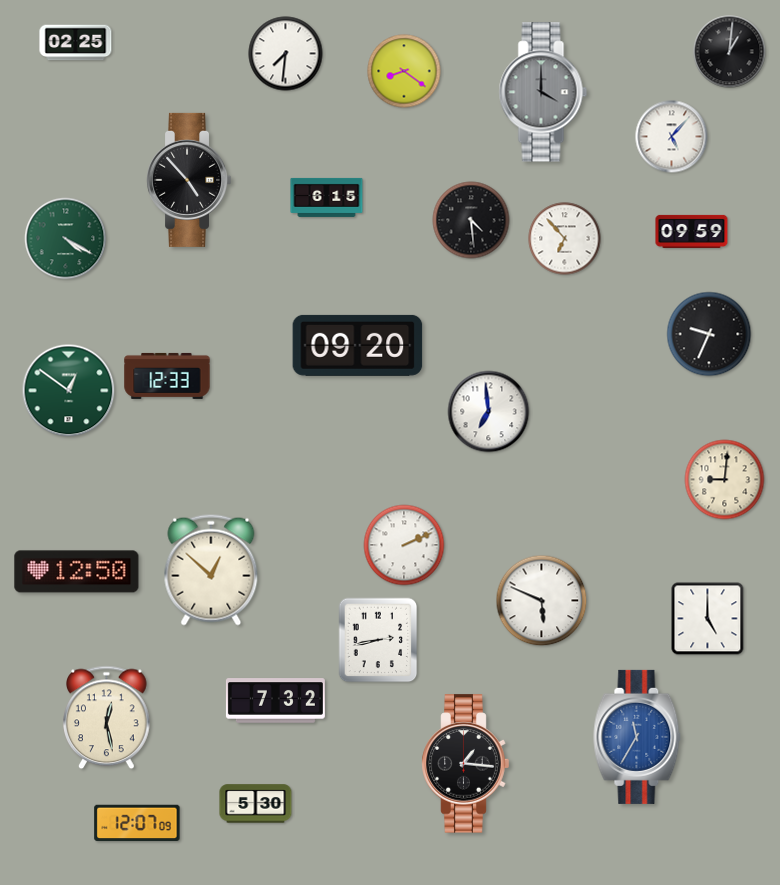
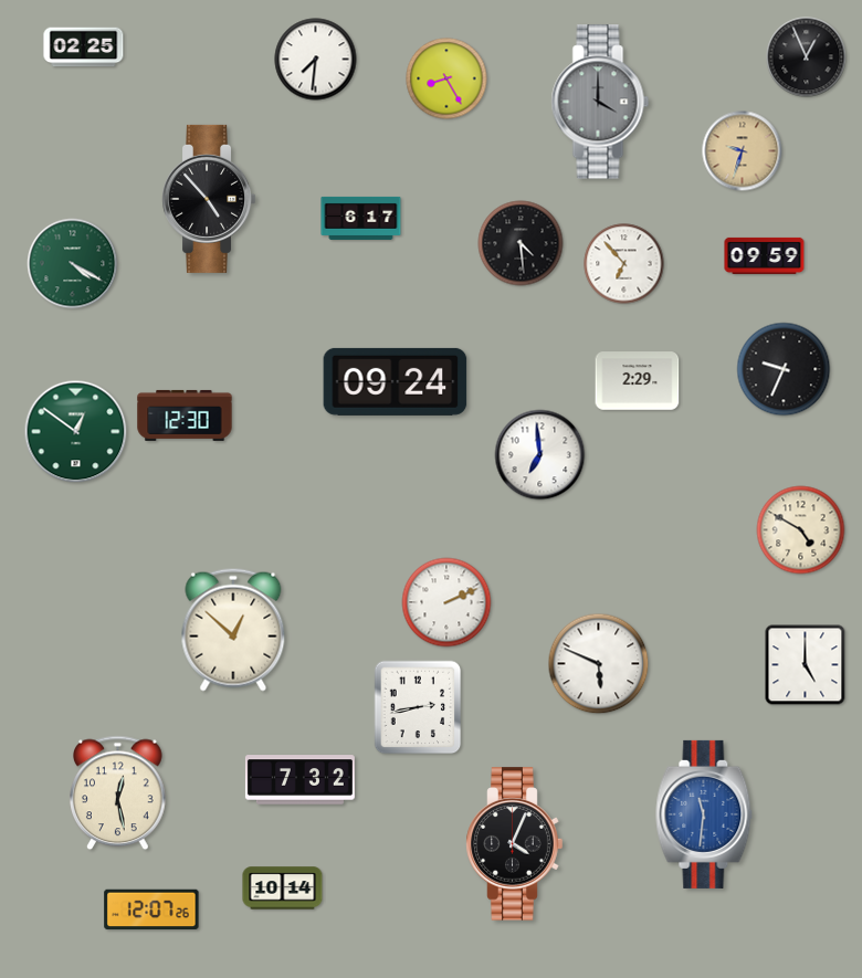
clock at (730, 52): 1:01 -> 12:56
clock at (404, 71): 8:21 -> 8:25
clock at (672, 137): 5:07 -> 9:33
clock at (672, 137) dial: white -> champagne
clock at (327, 197): 6:15 -> 6:17
clock at (358, 345): 09:20 -> 09:24
clock at (638, 381): none -> 2:29
clock at (167, 376): 12:33 -> 12:30
clock at (725, 480): 9:01 -> 4:50
clock at (77, 572): 12:50 -> none
clock at (708, 619) position: (708, 619) -> (806, 665)
clock at (275, 701) position: (275, 701) -> (299, 780)
clock at (637, 737): 11:35 -> 11:31
clock at (466, 764): 1:16 -> 4:04
clock at (256, 804): 5:30 -> 10:14
clock at (137, 823): 12:07:09 -> 12:07:26
